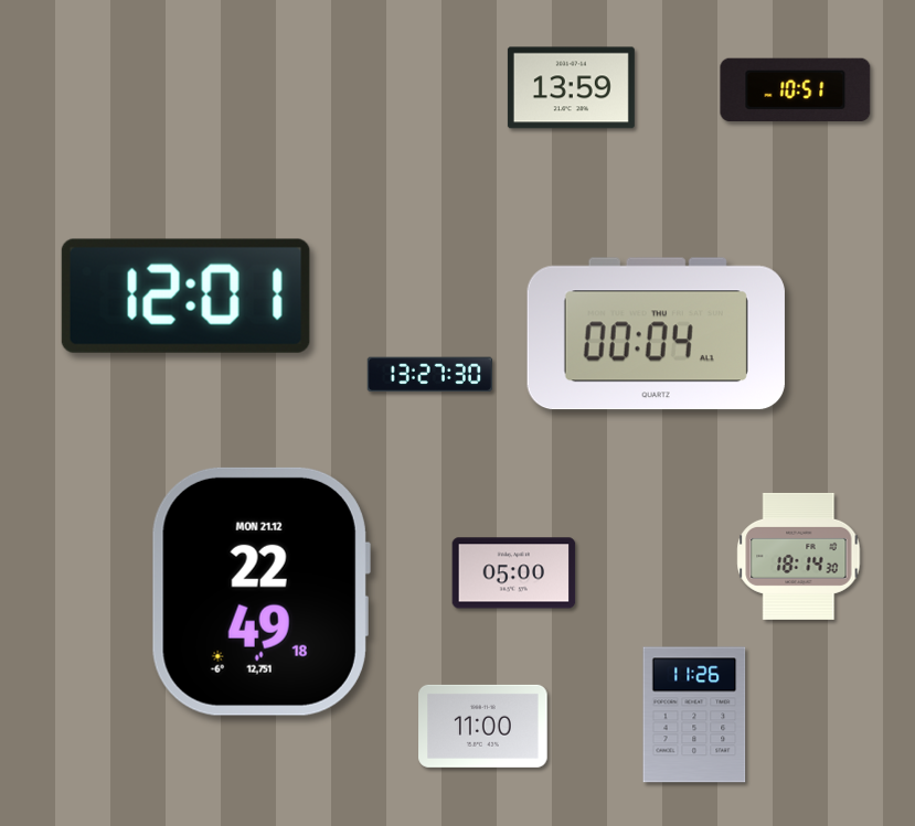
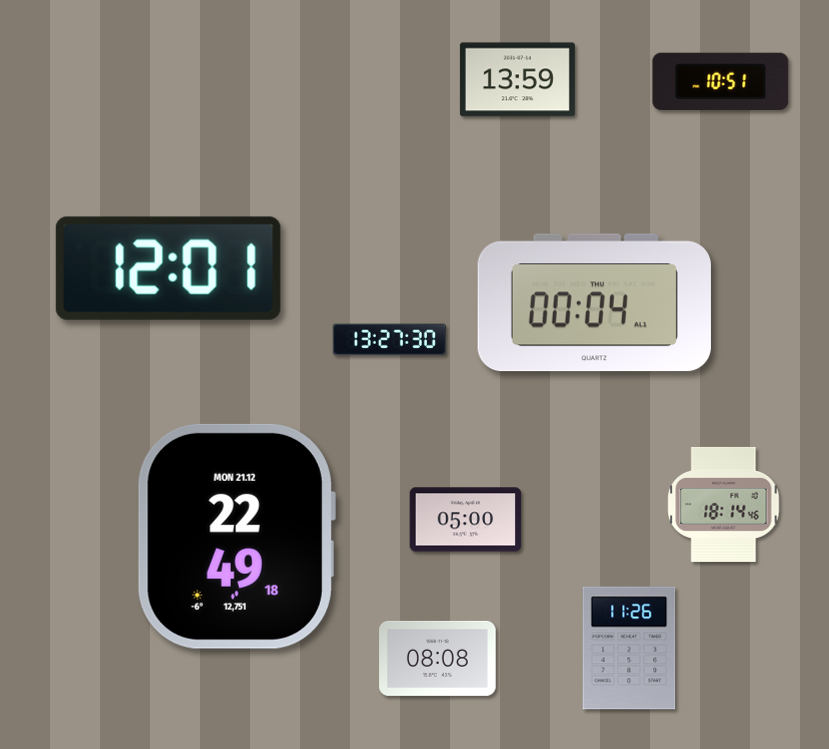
clock at (799, 556): 18:14:30 -> 18:14:46
clock at (483, 726): 11:00 -> 08:08
